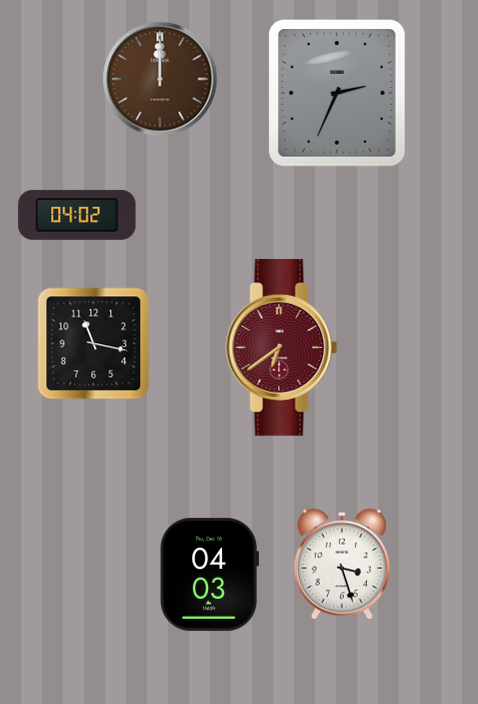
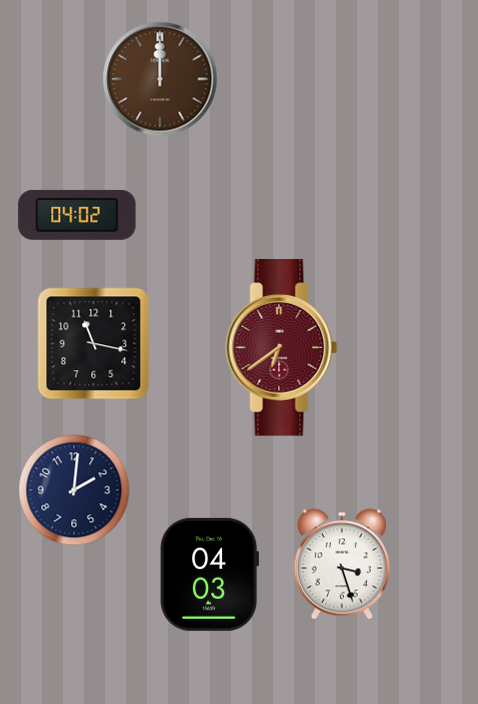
clock at (338, 94): 2:34 -> none
clock at (74, 490): none -> 2:01
